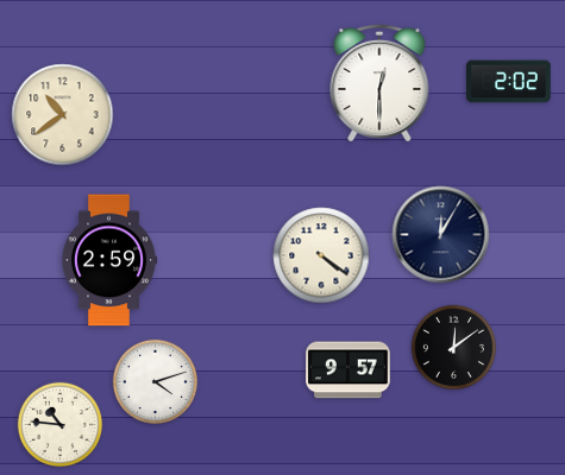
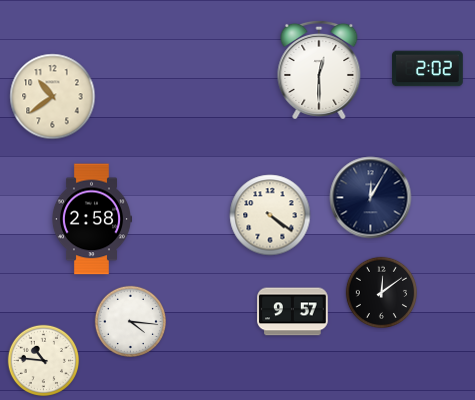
clock at (108, 260): 2:59 -> 2:58
clock at (155, 381): 4:12 -> 4:16
clock at (59, 424) position: (59, 424) -> (43, 360)
